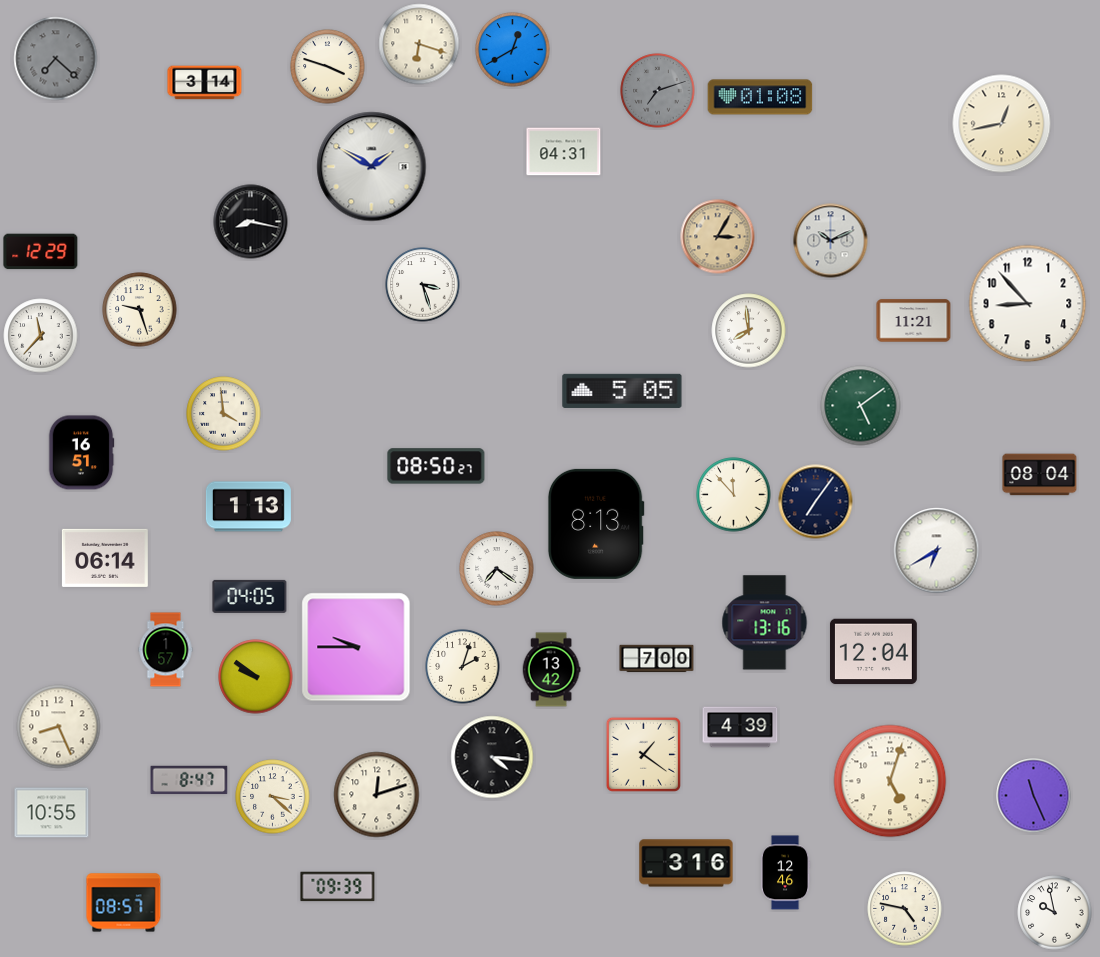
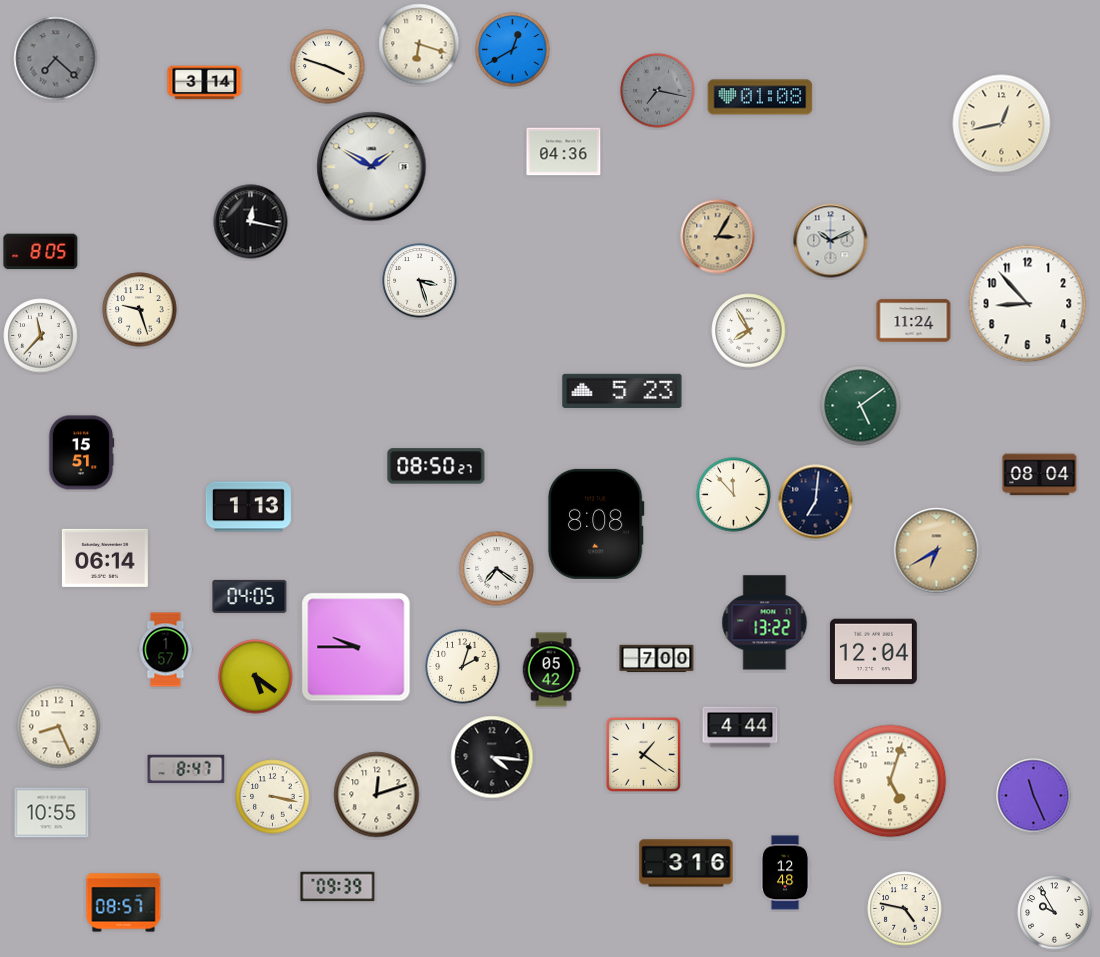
clock at (658, 91): 7:12 -> 7:17
clock at (564, 152): 04:31 -> 04:36
clock at (251, 222): 8:17 -> 12:17
clock at (41, 252): 12:29 -> 8:05
clock at (423, 285) position: (423, 285) -> (420, 281)
clock at (914, 321): 11:21 -> 11:24
clock at (749, 331): 7:59 -> 7:55
clock at (622, 391): 5:05 -> 5:23
clock at (224, 414): 3:59 -> none
clock at (81, 453): 16:51 -> 15:51
clock at (816, 502): 7:06 -> 7:01
clock at (596, 524): 8:13 -> 8:08
clock at (937, 551) dial: white -> champagne
clock at (765, 623): 13:16 -> 13:22
clock at (551, 670): 13:42 -> 05:42
clock at (256, 677): 9:51 -> 5:21
clock at (740, 727): 4:39 -> 4:44
clock at (189, 780) position: (189, 780) -> (186, 769)
clock at (273, 797): 3:22 -> 3:17
clock at (785, 873): 12:46 -> 12:48
clock at (1055, 913): 9:58 -> 9:55
